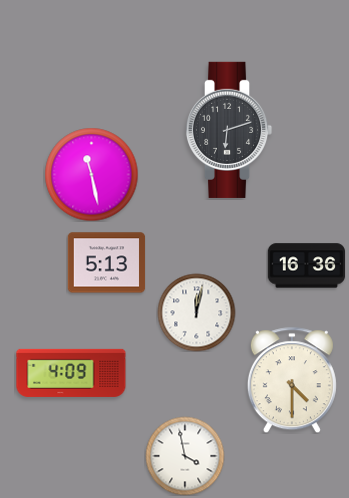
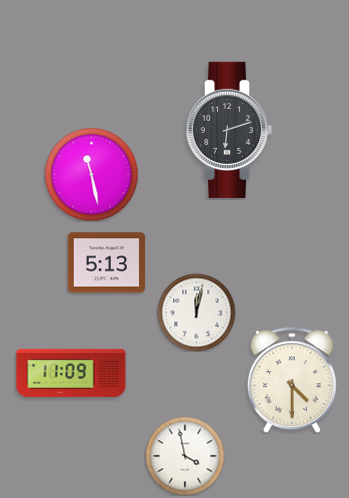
clock at (306, 266): 16:36 -> none
clock at (71, 373): 4:09 -> 11:09
